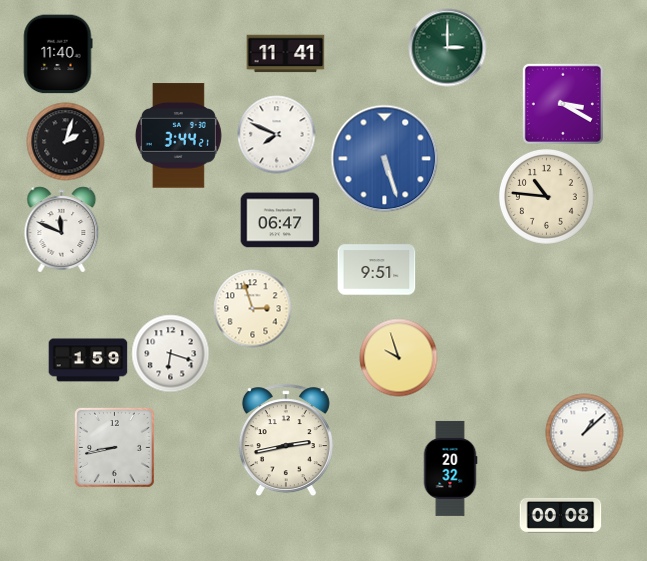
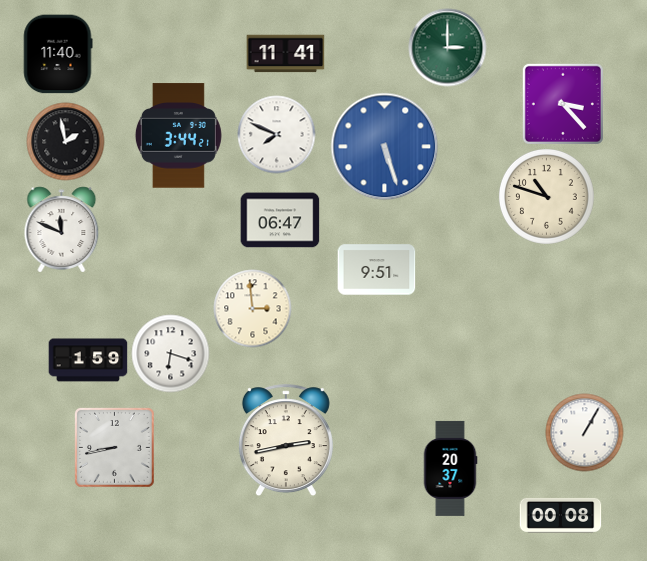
clock at (563, 104): 3:20 -> 3:23
clock at (65, 141): 2:03 -> 1:58
clock at (384, 158) position: (384, 158) -> (384, 146)
clock at (546, 196): 10:46 -> 10:48
clock at (252, 308): 2:57 -> 2:59
clock at (398, 357): 9:57 -> none
clock at (584, 432): 1:08 -> 1:05
clock at (450, 468): 20:32 -> 20:37
